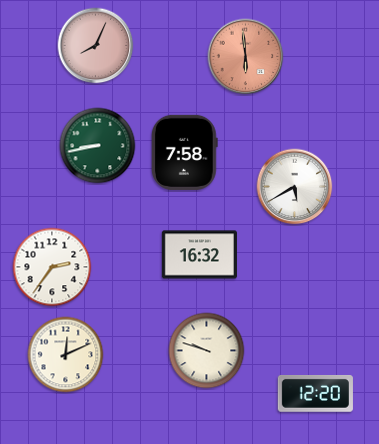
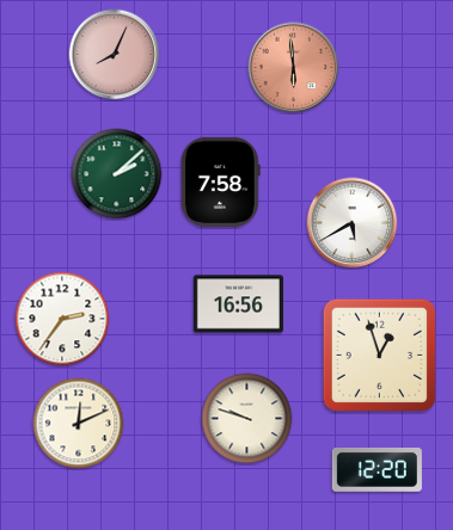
clock at (98, 146): 8:43 -> 2:08
clock at (199, 255): 16:32 -> 16:56
clock at (379, 355): none -> 12:57
